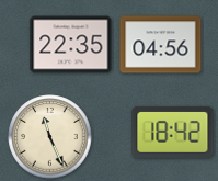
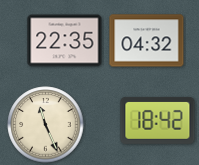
clock at (161, 45): 04:56 -> 04:32
